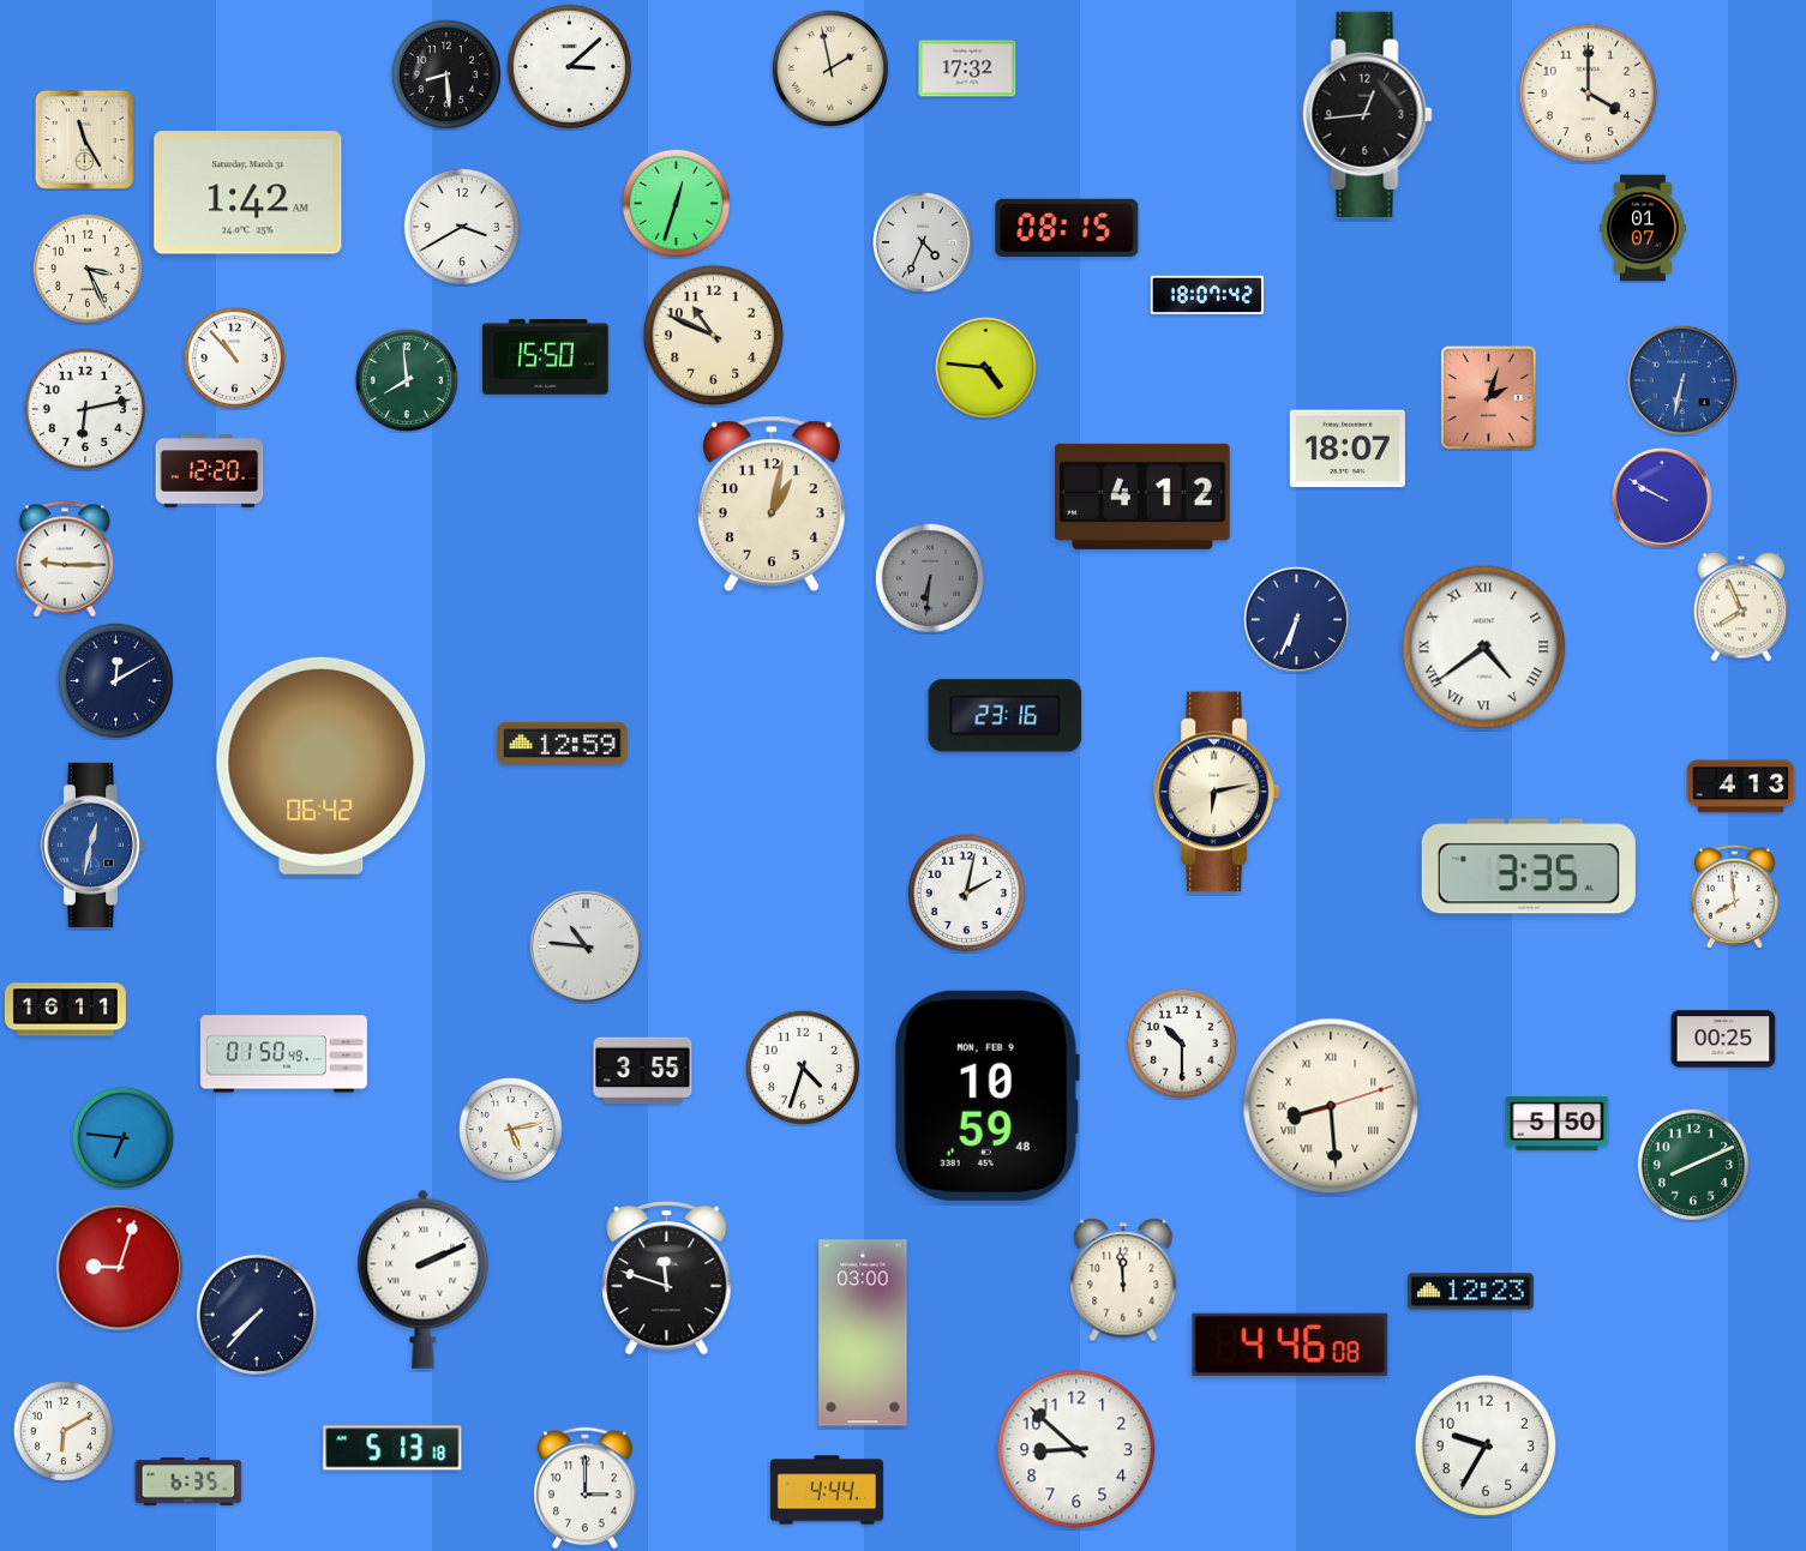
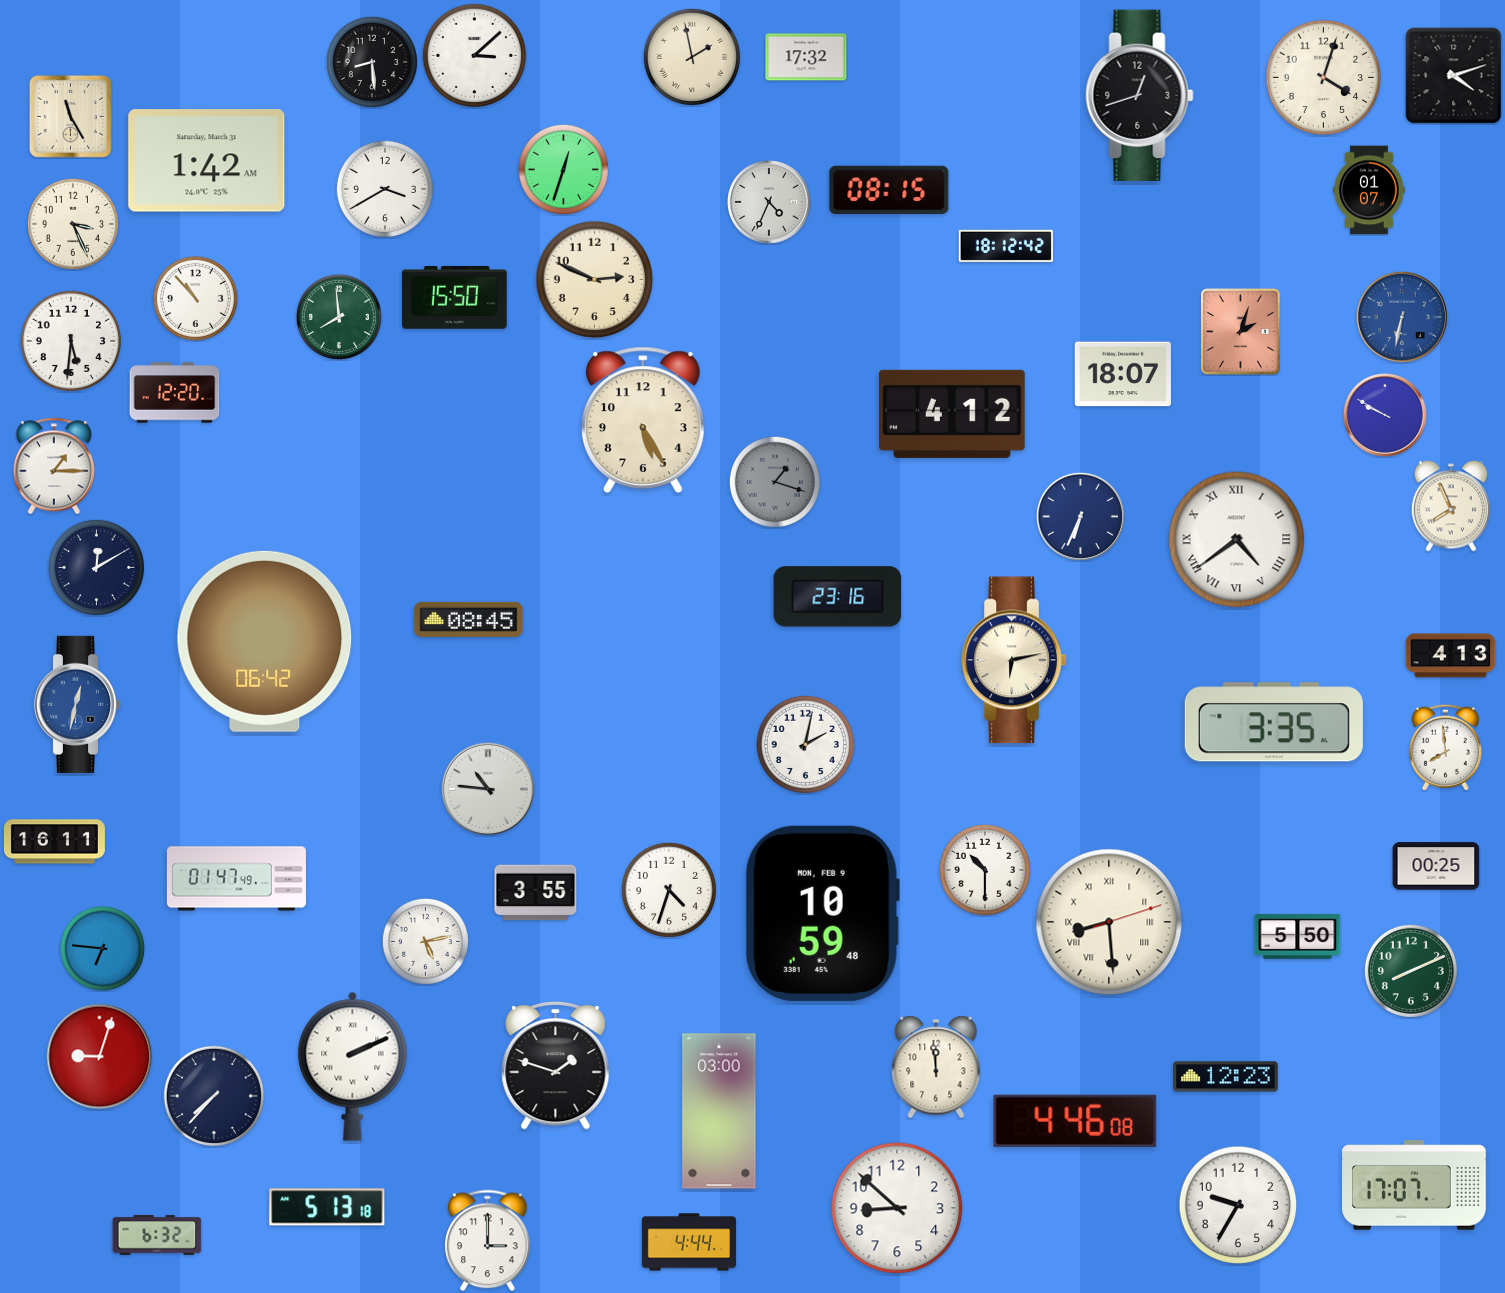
clock at (1454, 76): none -> 4:12
clock at (1589, 94): 4:00 -> 4:03
clock at (1368, 114): 12:44 -> 12:42
clock at (1206, 295): 18:07 -> 18:12
clock at (714, 336): 10:49 -> 2:49
clock at (985, 367): 4:46 -> none
clock at (85, 409): 6:13 -> 5:31
clock at (773, 503): 1:02 -> 5:25
clock at (65, 559): 9:15 -> 1:15
clock at (930, 578): 6:31 -> 1:18
clock at (563, 743): 12:59 -> 08:45
clock at (322, 765) position: (322, 765) -> (265, 641)
clock at (283, 1054): 01:50 -> 01:47
clock at (667, 1279): 11:48 -> 1:48
clock at (1415, 1185): none -> 17:07
clock at (64, 1431): 6:10 -> none
clock at (188, 1481): 6:35 -> 6:32
